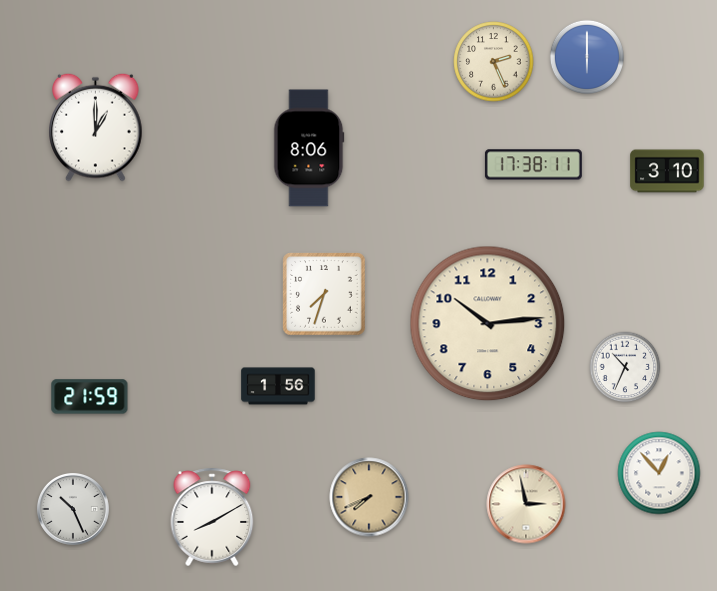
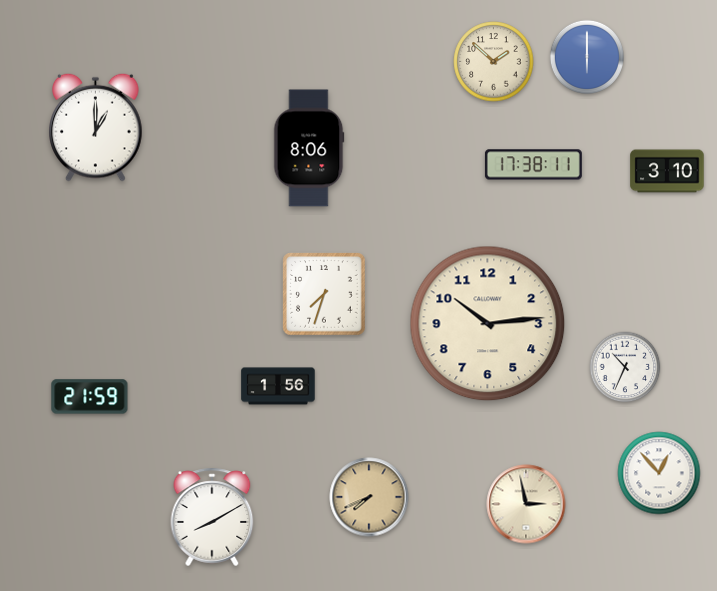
clock at (494, 62): 2:26 -> 1:52
clock at (73, 509): 10:26 -> none
